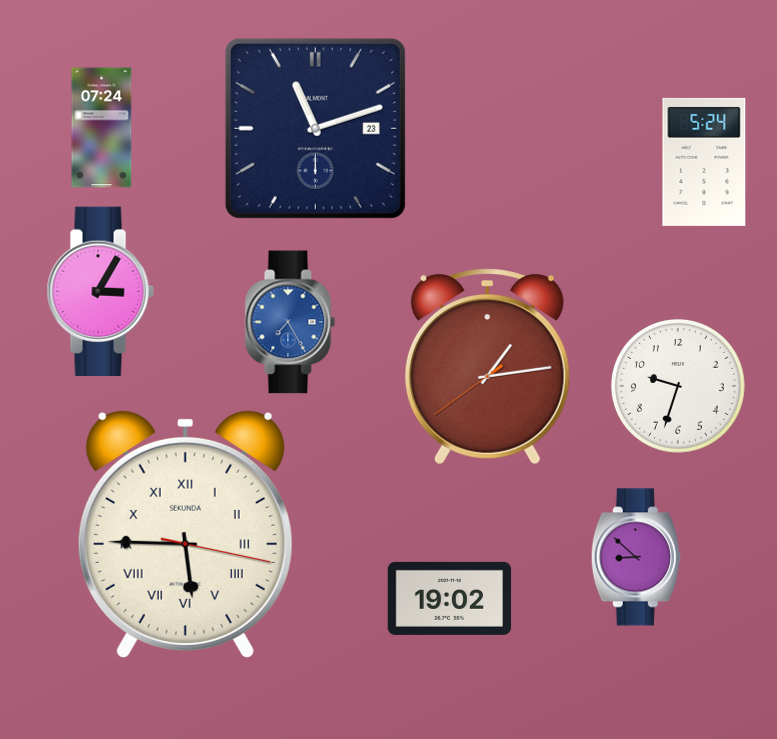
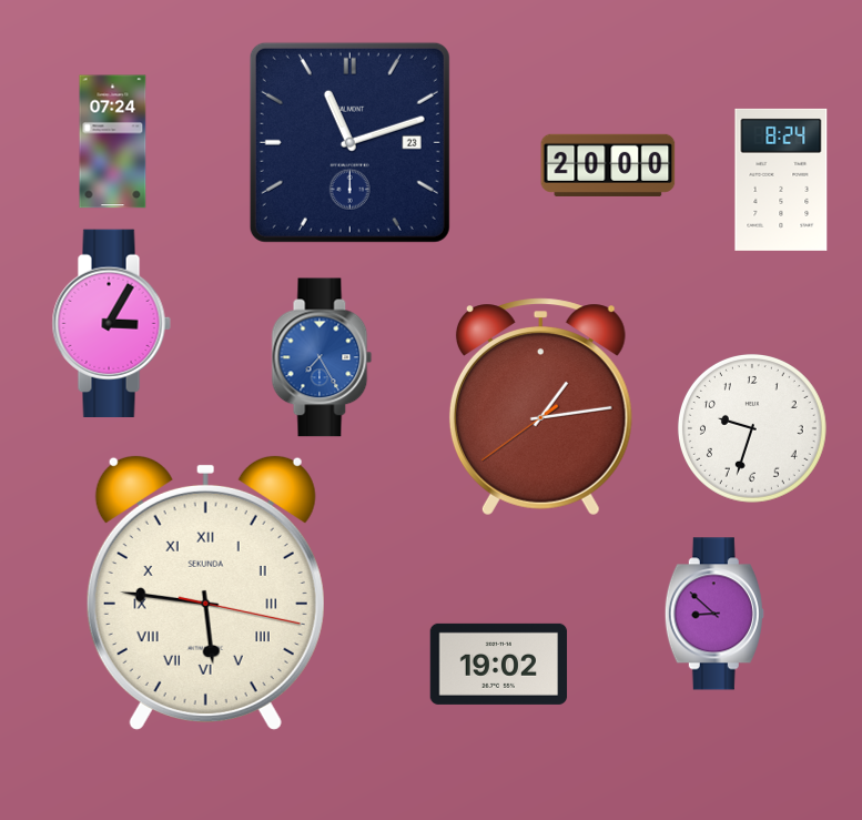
clock at (608, 165): none -> 20:00
clock at (704, 162): 5:24 -> 8:24
clock at (185, 534): 5:45 -> 5:46
clock at (636, 557) position: (636, 557) -> (714, 614)
